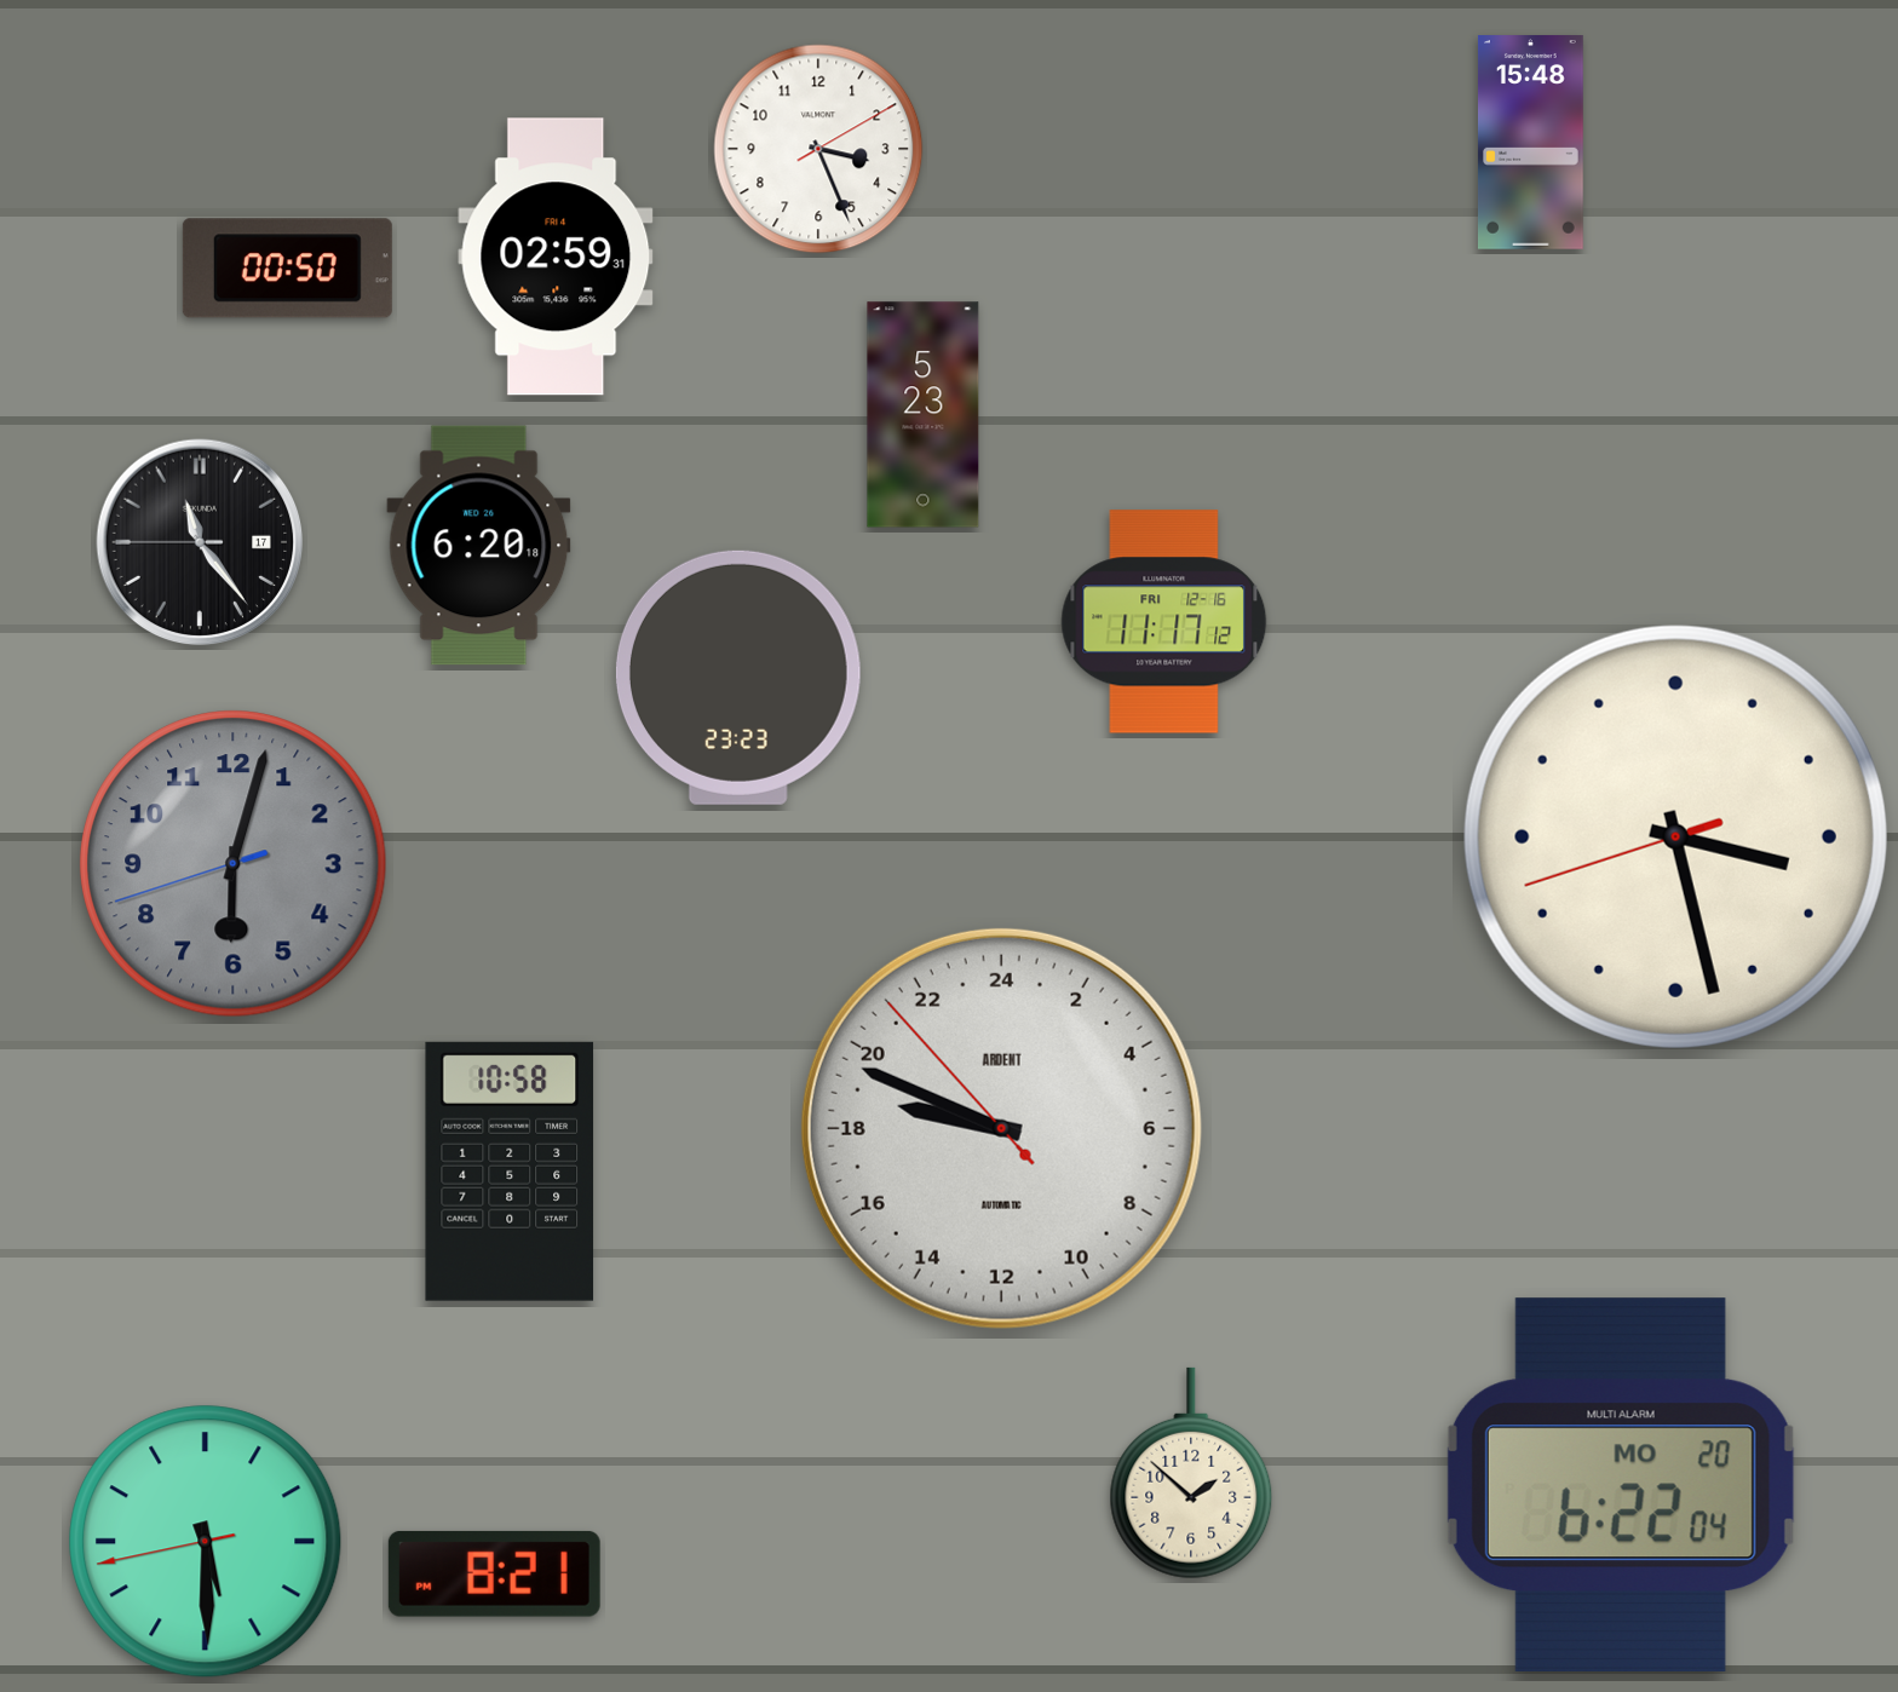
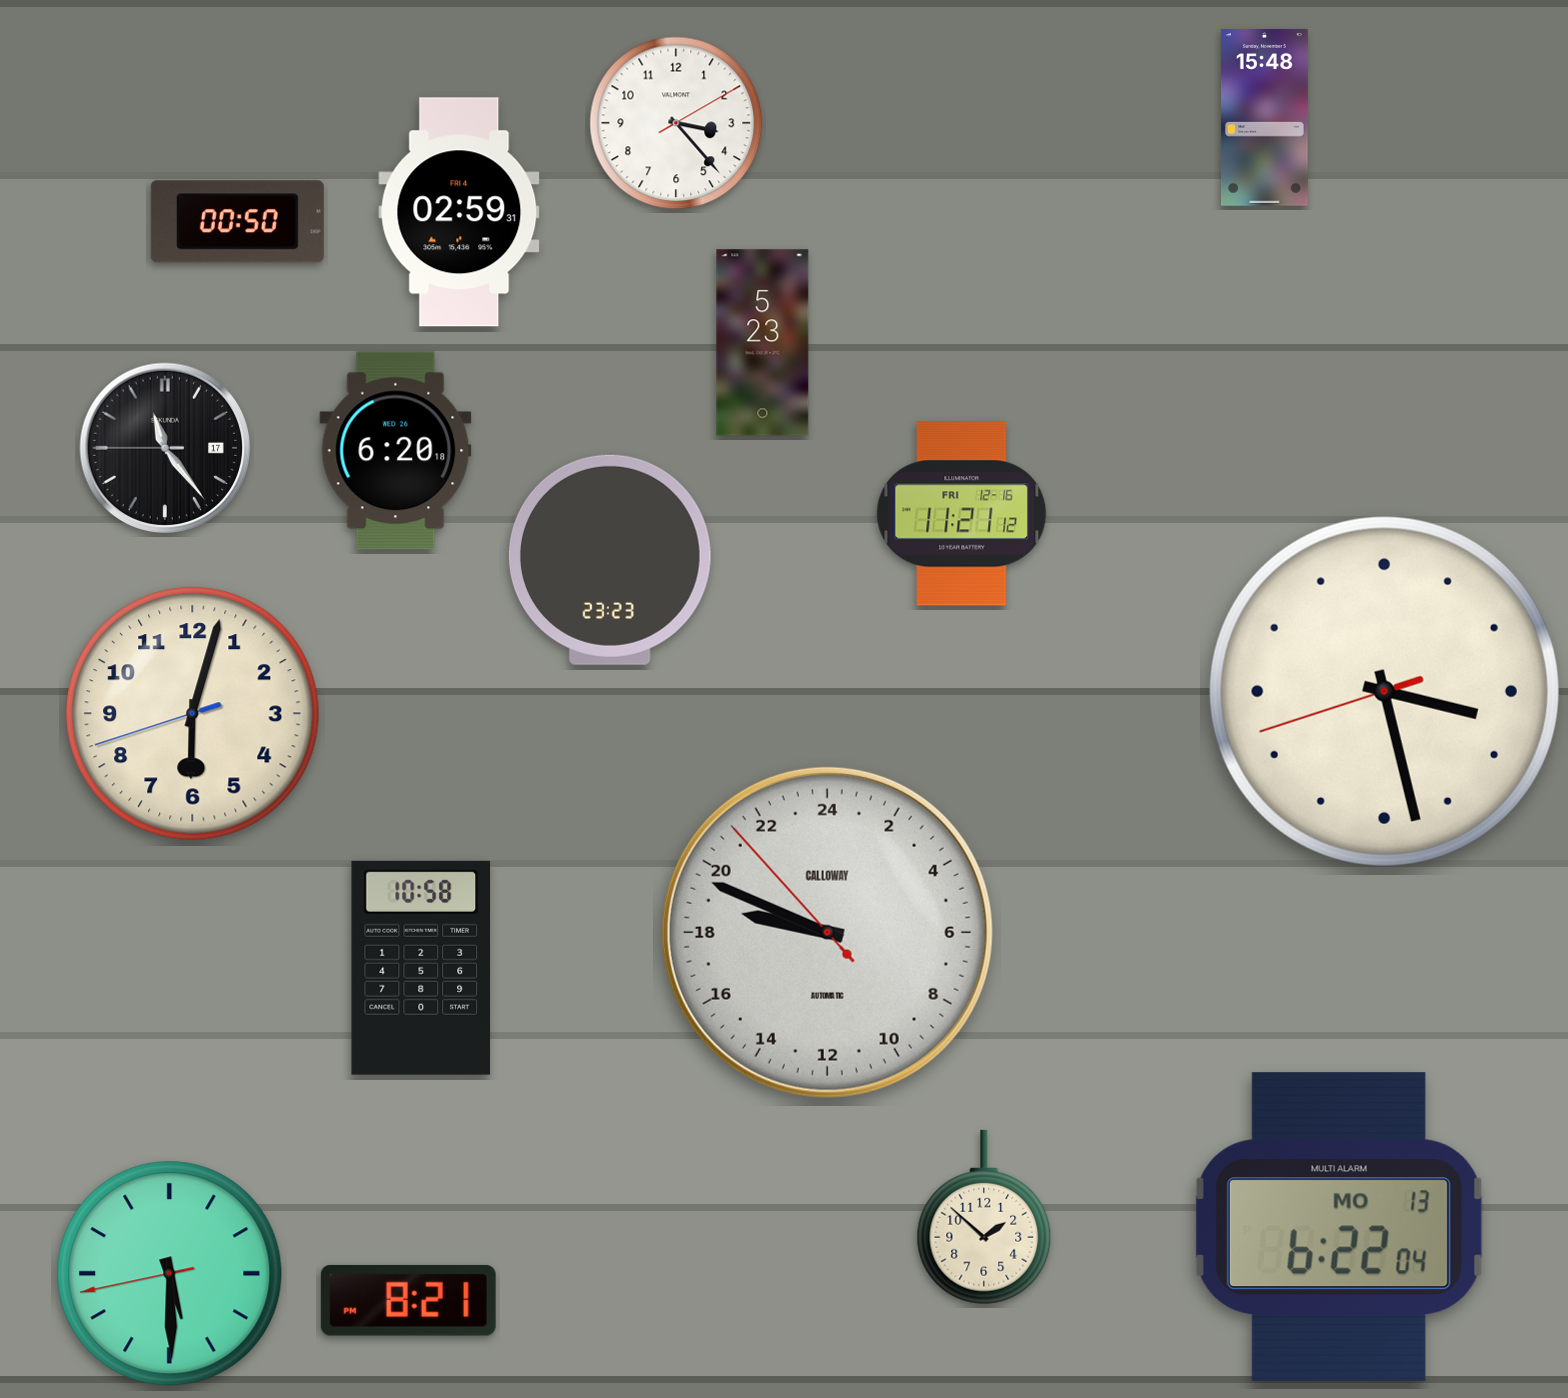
clock at (818, 149): 3:26 -> 3:23
clock at (1164, 622): 11:17 -> 11:21
clock at (234, 864) dial: grey -> cream
clock at (1001, 1128) brand: ARDENT -> CALLOWAY
clock at (1621, 1484) date: MO 20 -> MO 13
